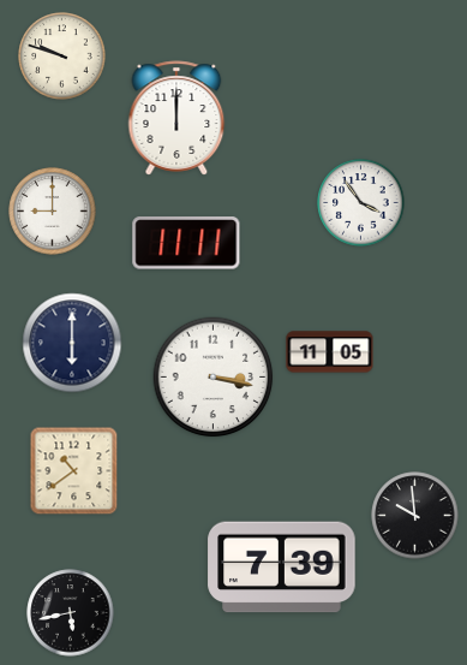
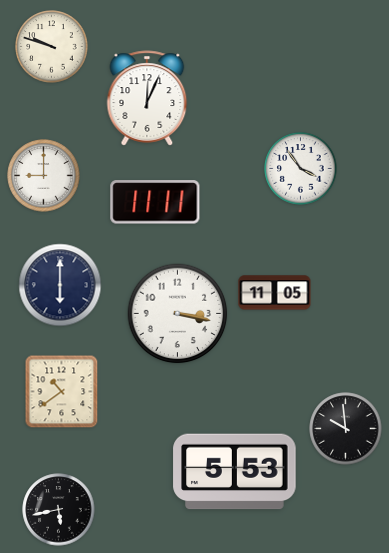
clock at (176, 118): 12:00 -> 12:04
clock at (282, 568): 7:39 -> 5:53
